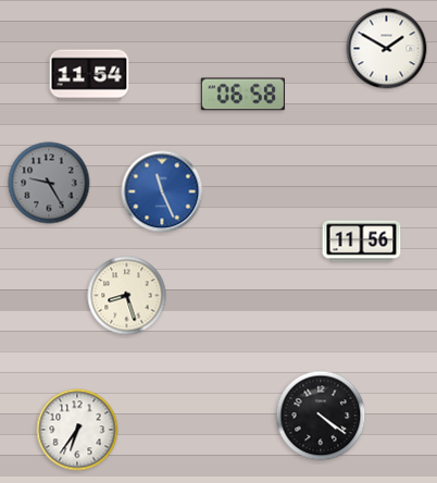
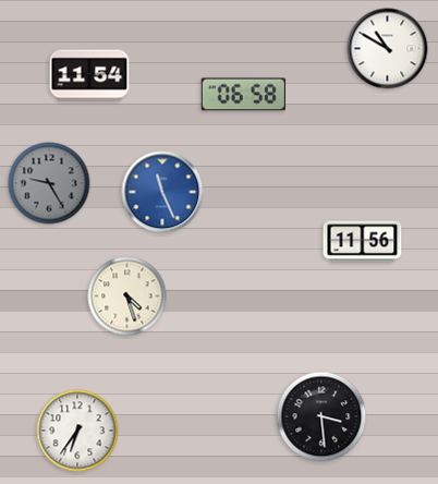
clock at (387, 49): 1:50 -> 10:50
clock at (127, 296): 8:27 -> 4:27
clock at (321, 416): 4:21 -> 3:29
